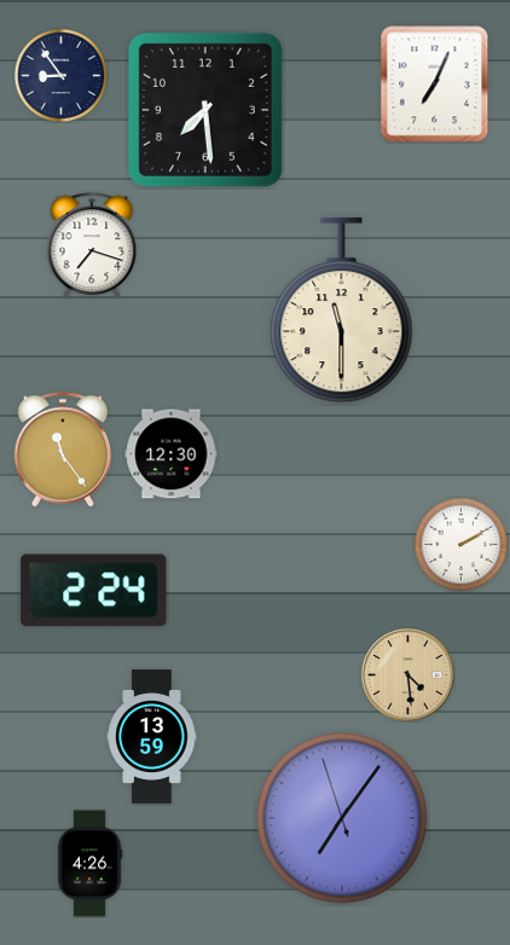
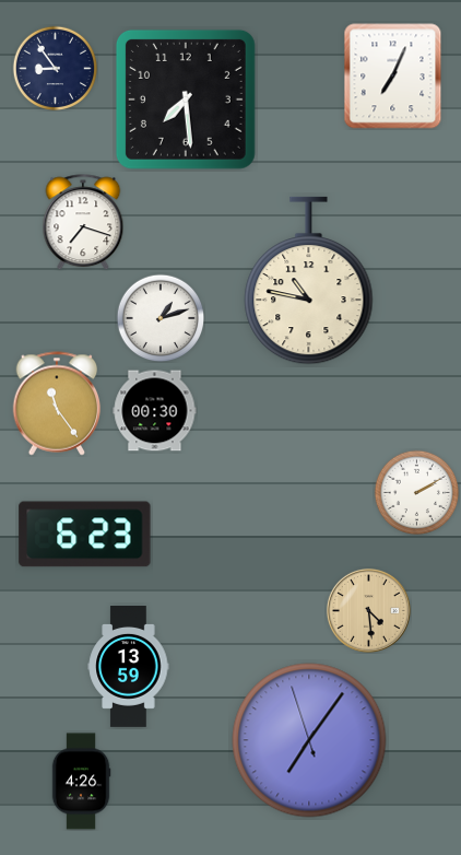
clock at (342, 311): 11:30 -> 10:47
clock at (161, 318): none -> 1:12
clock at (63, 450) position: (63, 450) -> (57, 403)
clock at (172, 454): 12:30 -> 00:30
clock at (94, 591): 2:24 -> 6:23
clock at (152, 737) position: (152, 737) -> (129, 667)
